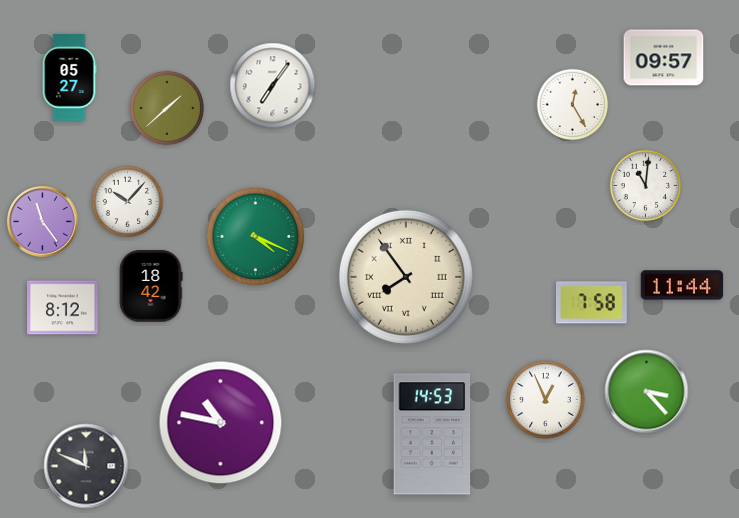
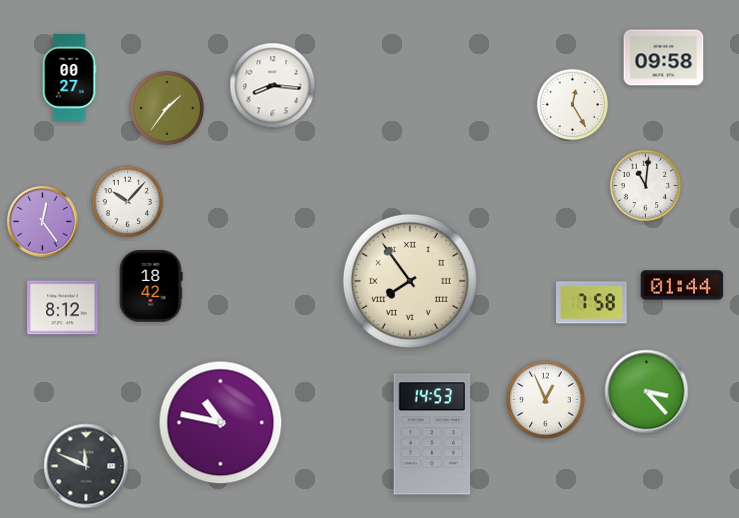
clock at (664, 58): 09:57 -> 09:58
clock at (69, 78): 05:27 -> 00:27
clock at (273, 86): 7:06 -> 8:16
clock at (167, 108): 1:38 -> 1:36
clock at (43, 222): 11:24 -> 12:24
clock at (256, 237): 4:19 -> none
clock at (406, 277) position: (406, 277) -> (410, 281)
clock at (682, 285): 11:44 -> 01:44
